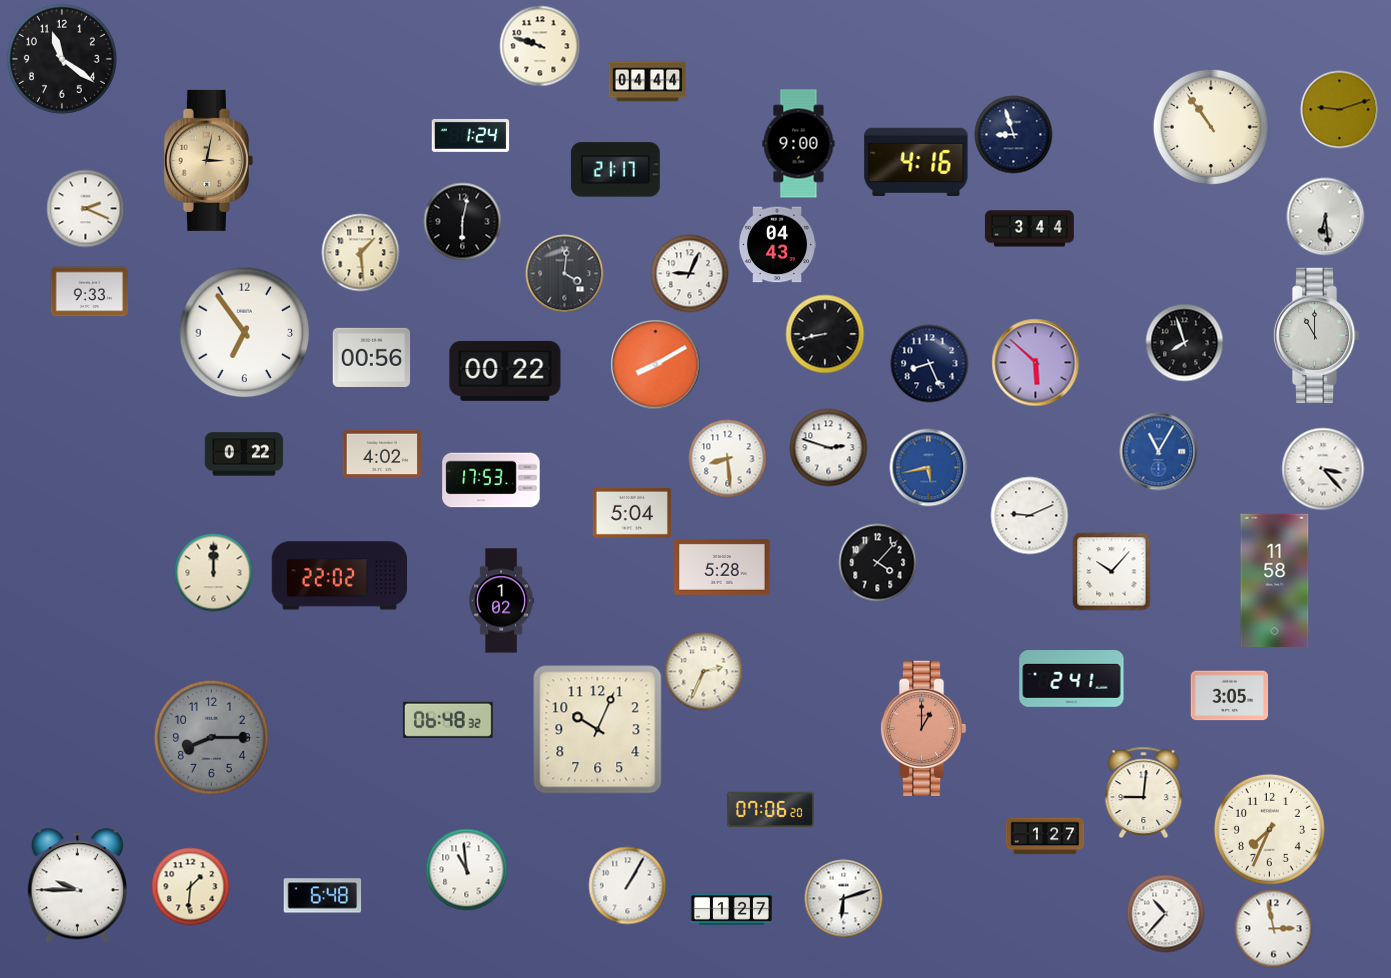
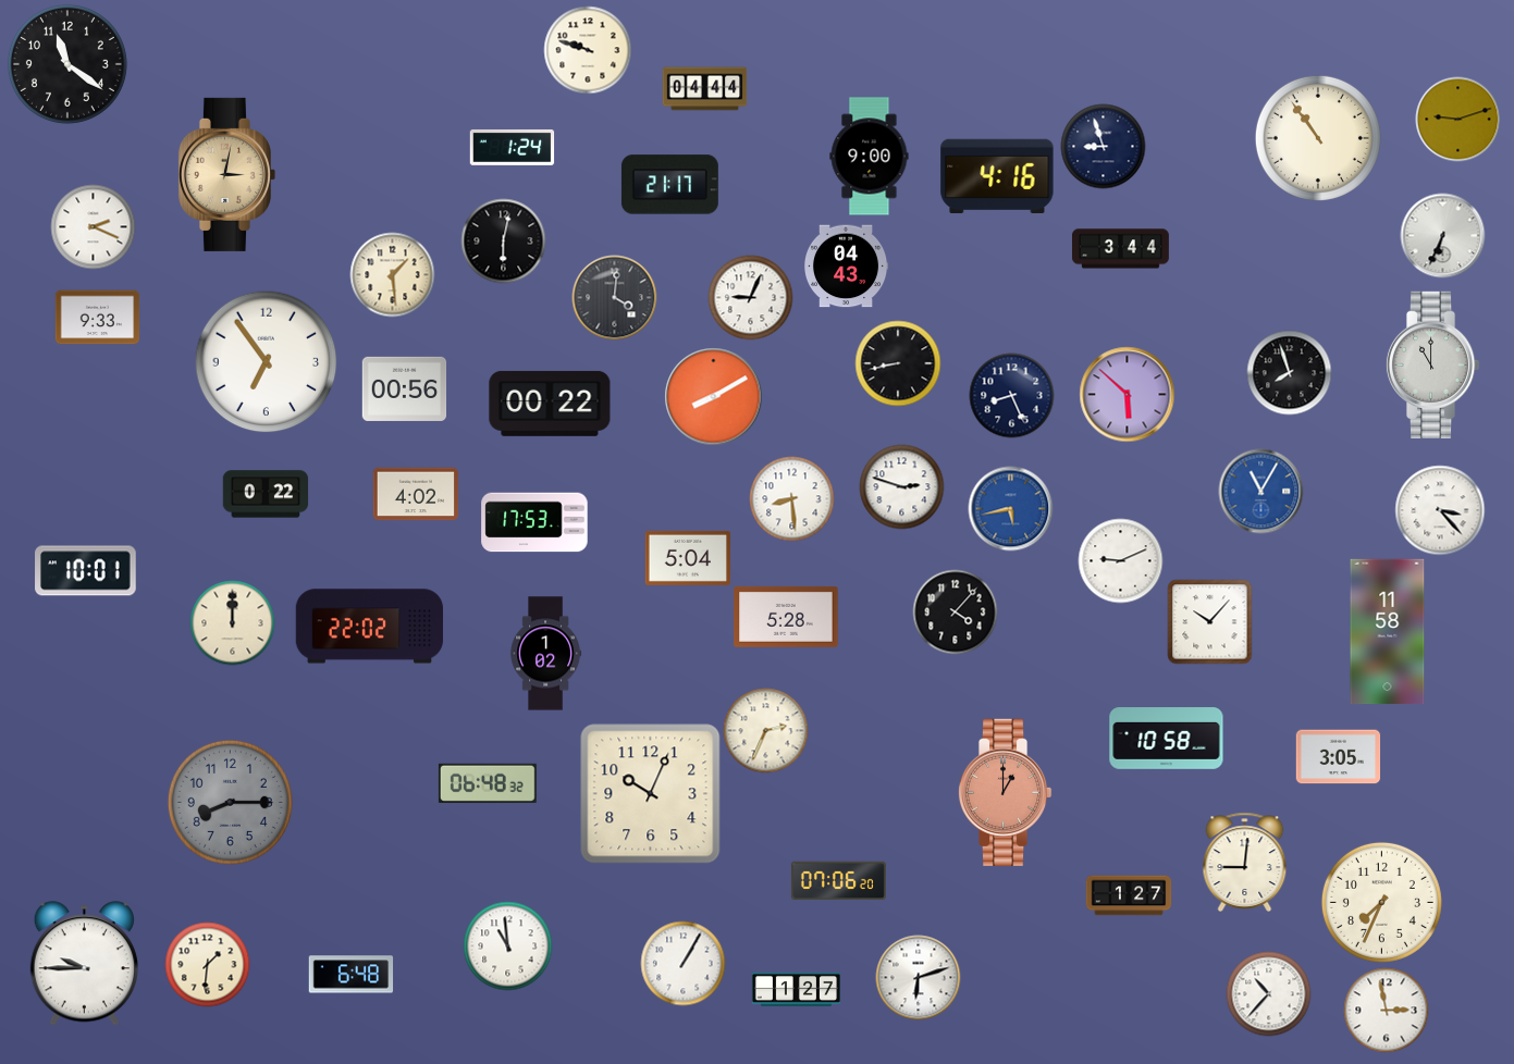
clock at (1325, 216): 6:29 -> 6:34
clock at (86, 571): none -> 10:01
clock at (1072, 679): 2:41 -> 10:58
clock at (1045, 836) position: (1045, 836) -> (1129, 895)
